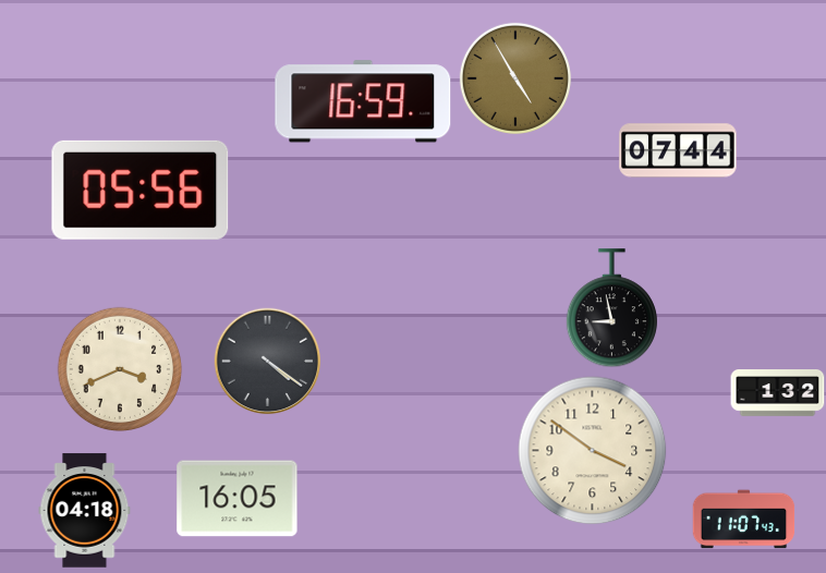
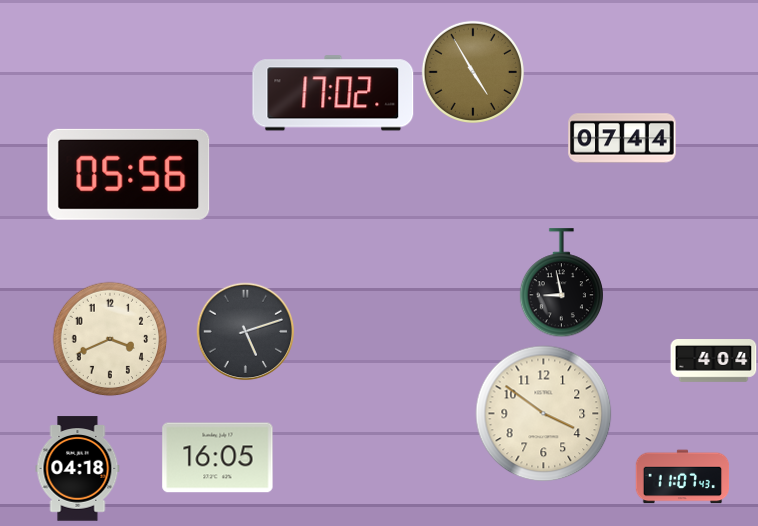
clock at (363, 101): 16:59 -> 17:02
clock at (268, 362): 4:21 -> 5:12
clock at (778, 393): 1:32 -> 4:04
